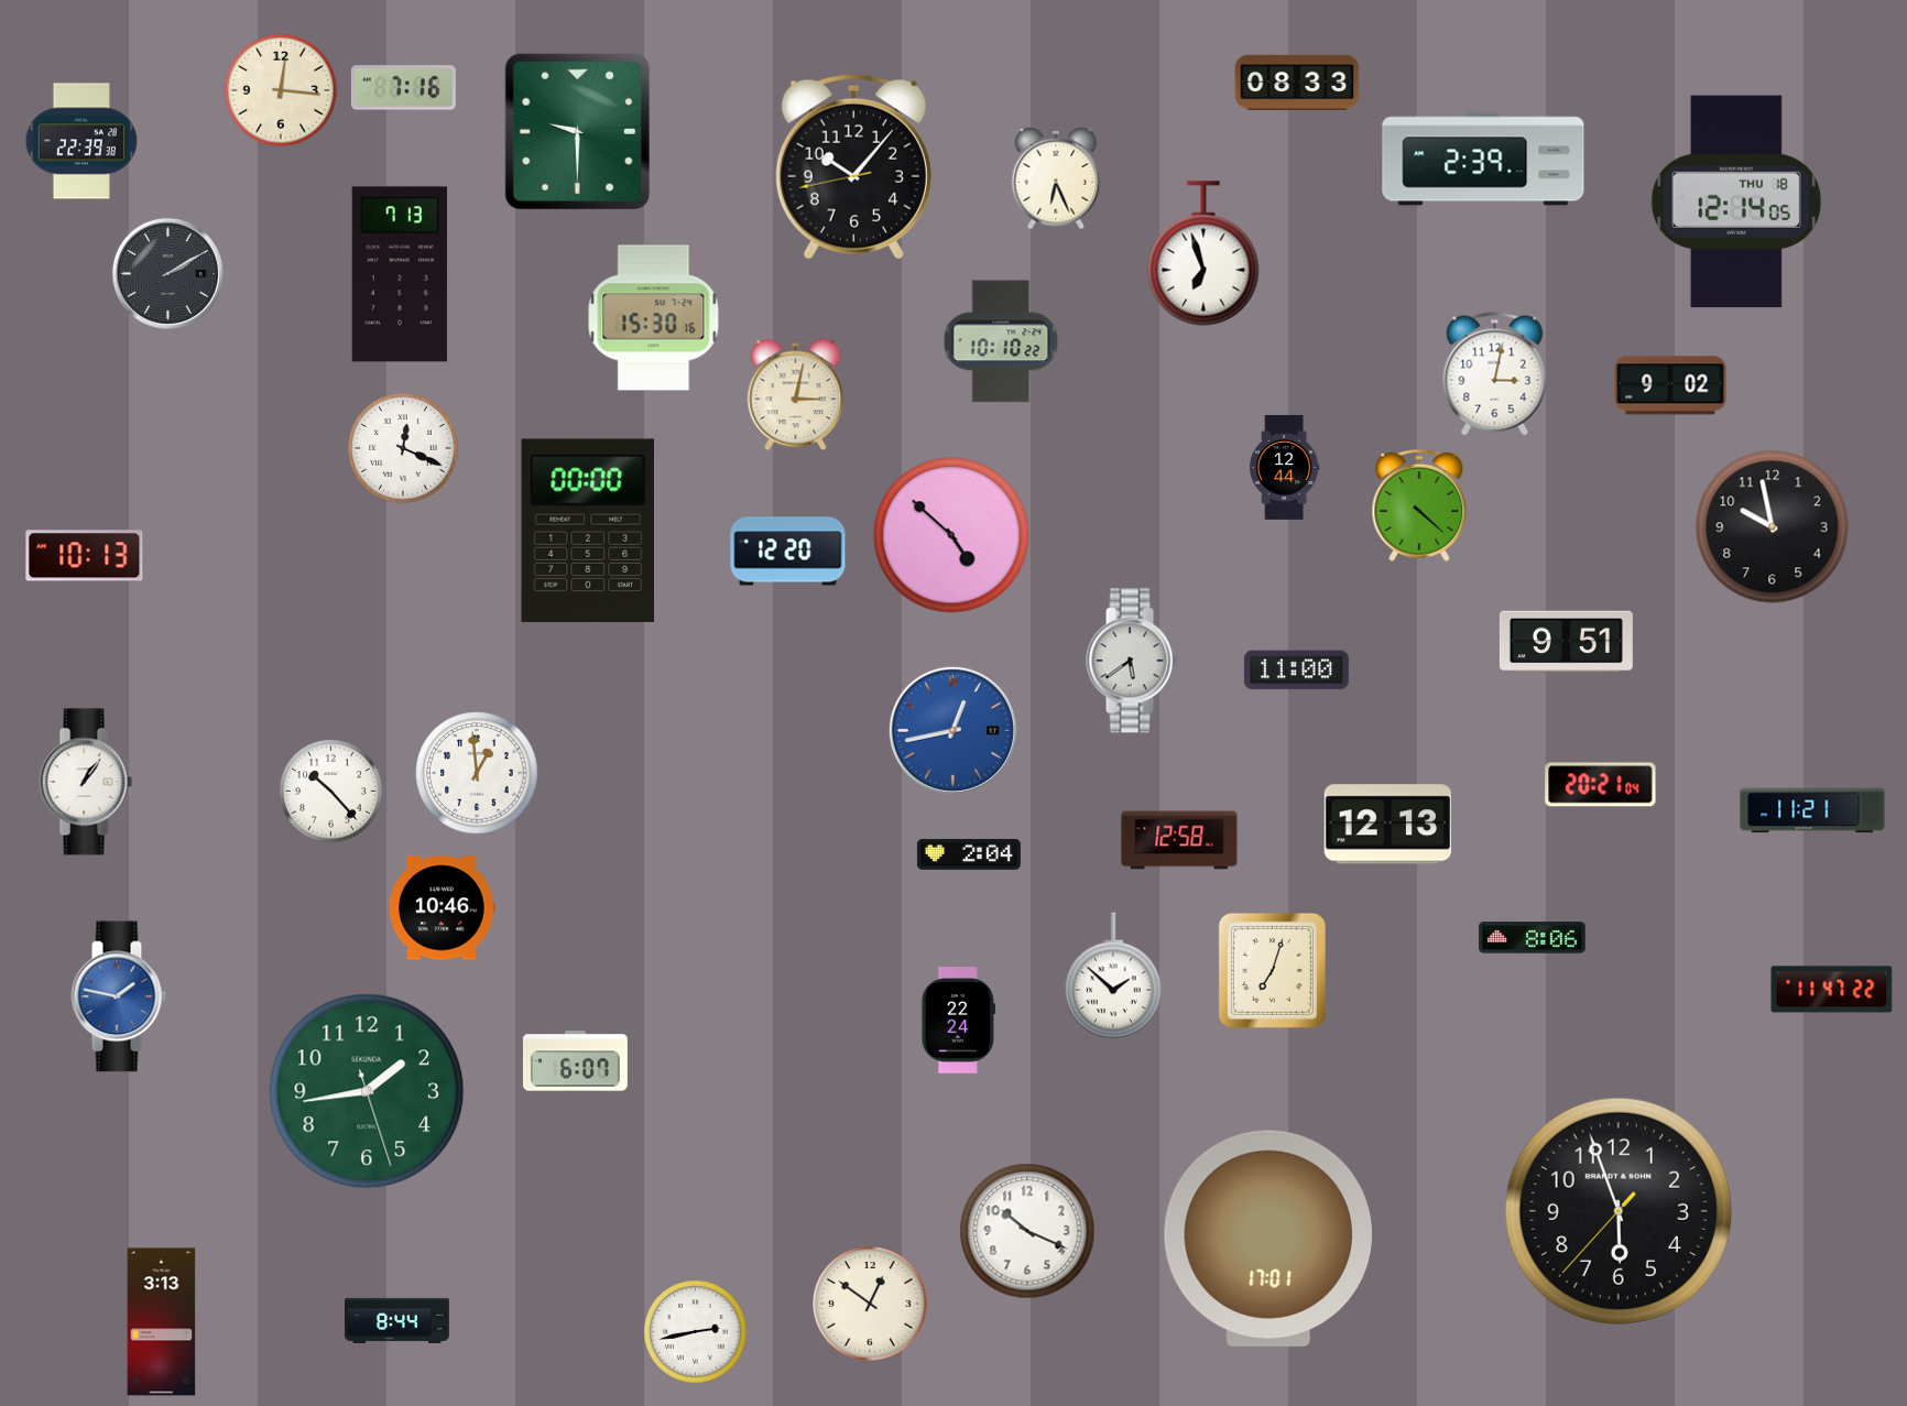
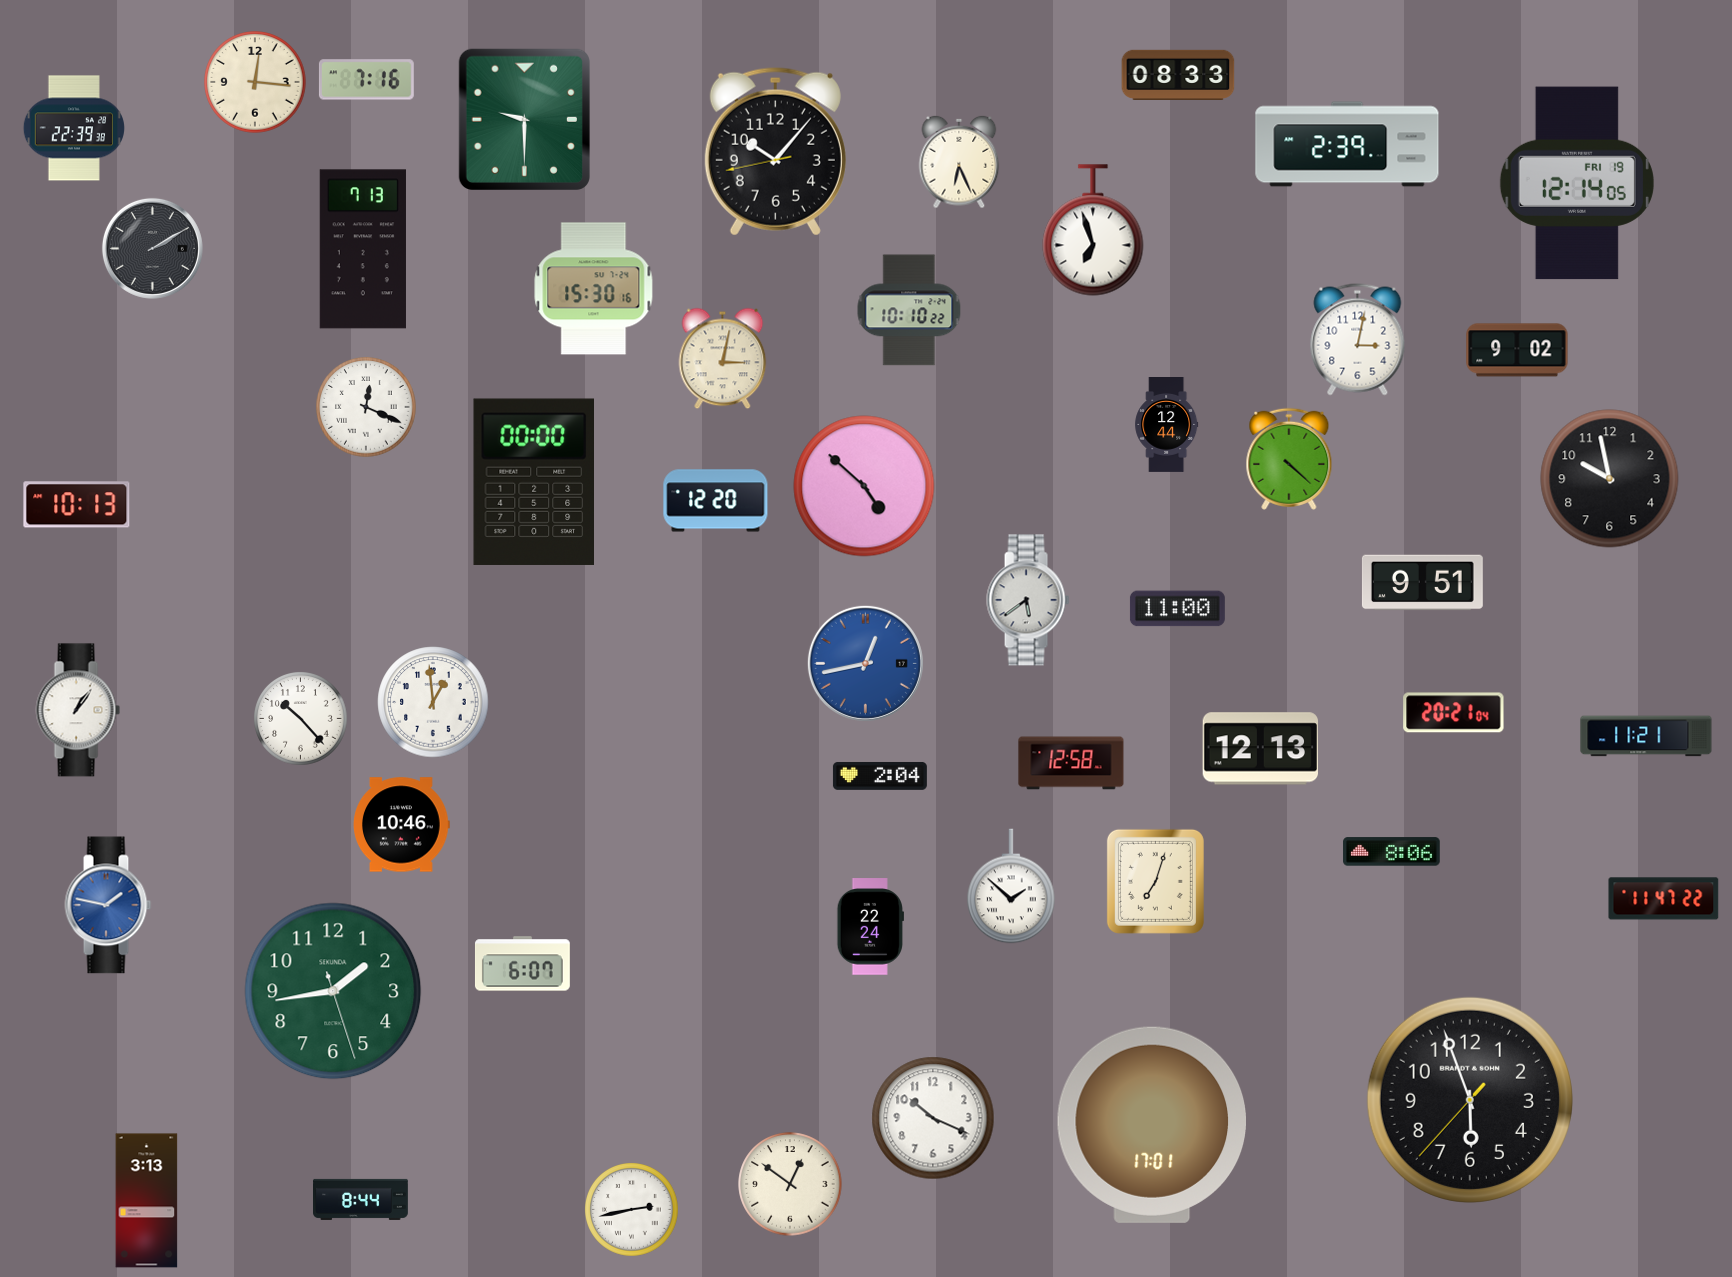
clock at (1736, 201) date: THU 18 -> FRI 19
